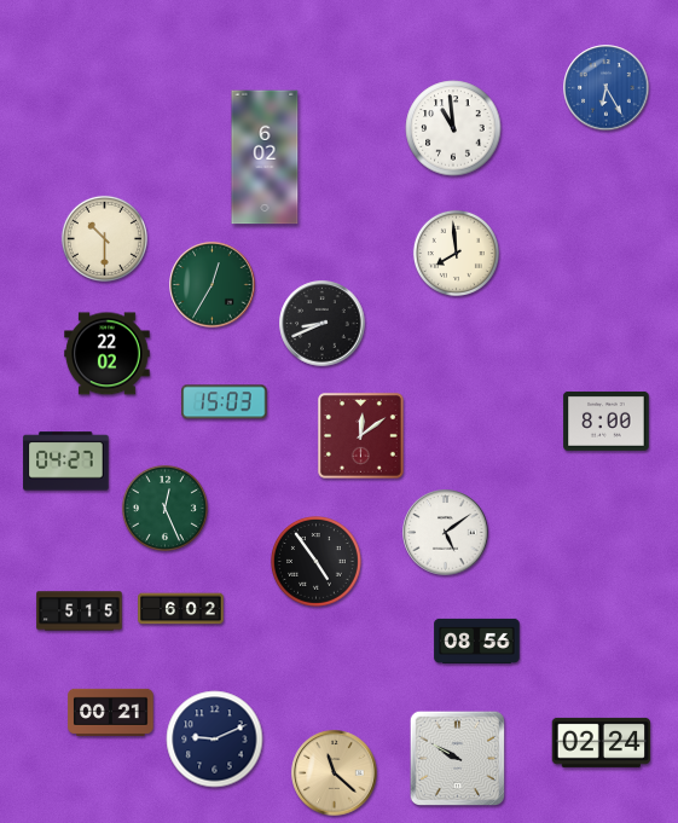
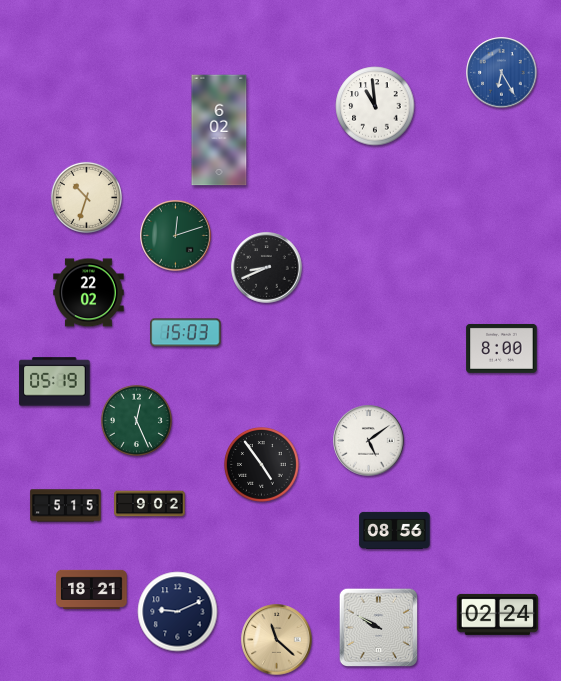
clock at (104, 238): 10:30 -> 10:33
clock at (456, 253): 7:59 -> none
clock at (213, 285): 12:35 -> 12:12
clock at (361, 436): 12:09 -> none
clock at (66, 462): 04:27 -> 05:19
clock at (181, 609): 6:02 -> 9:02
clock at (111, 712): 00:21 -> 18:21
